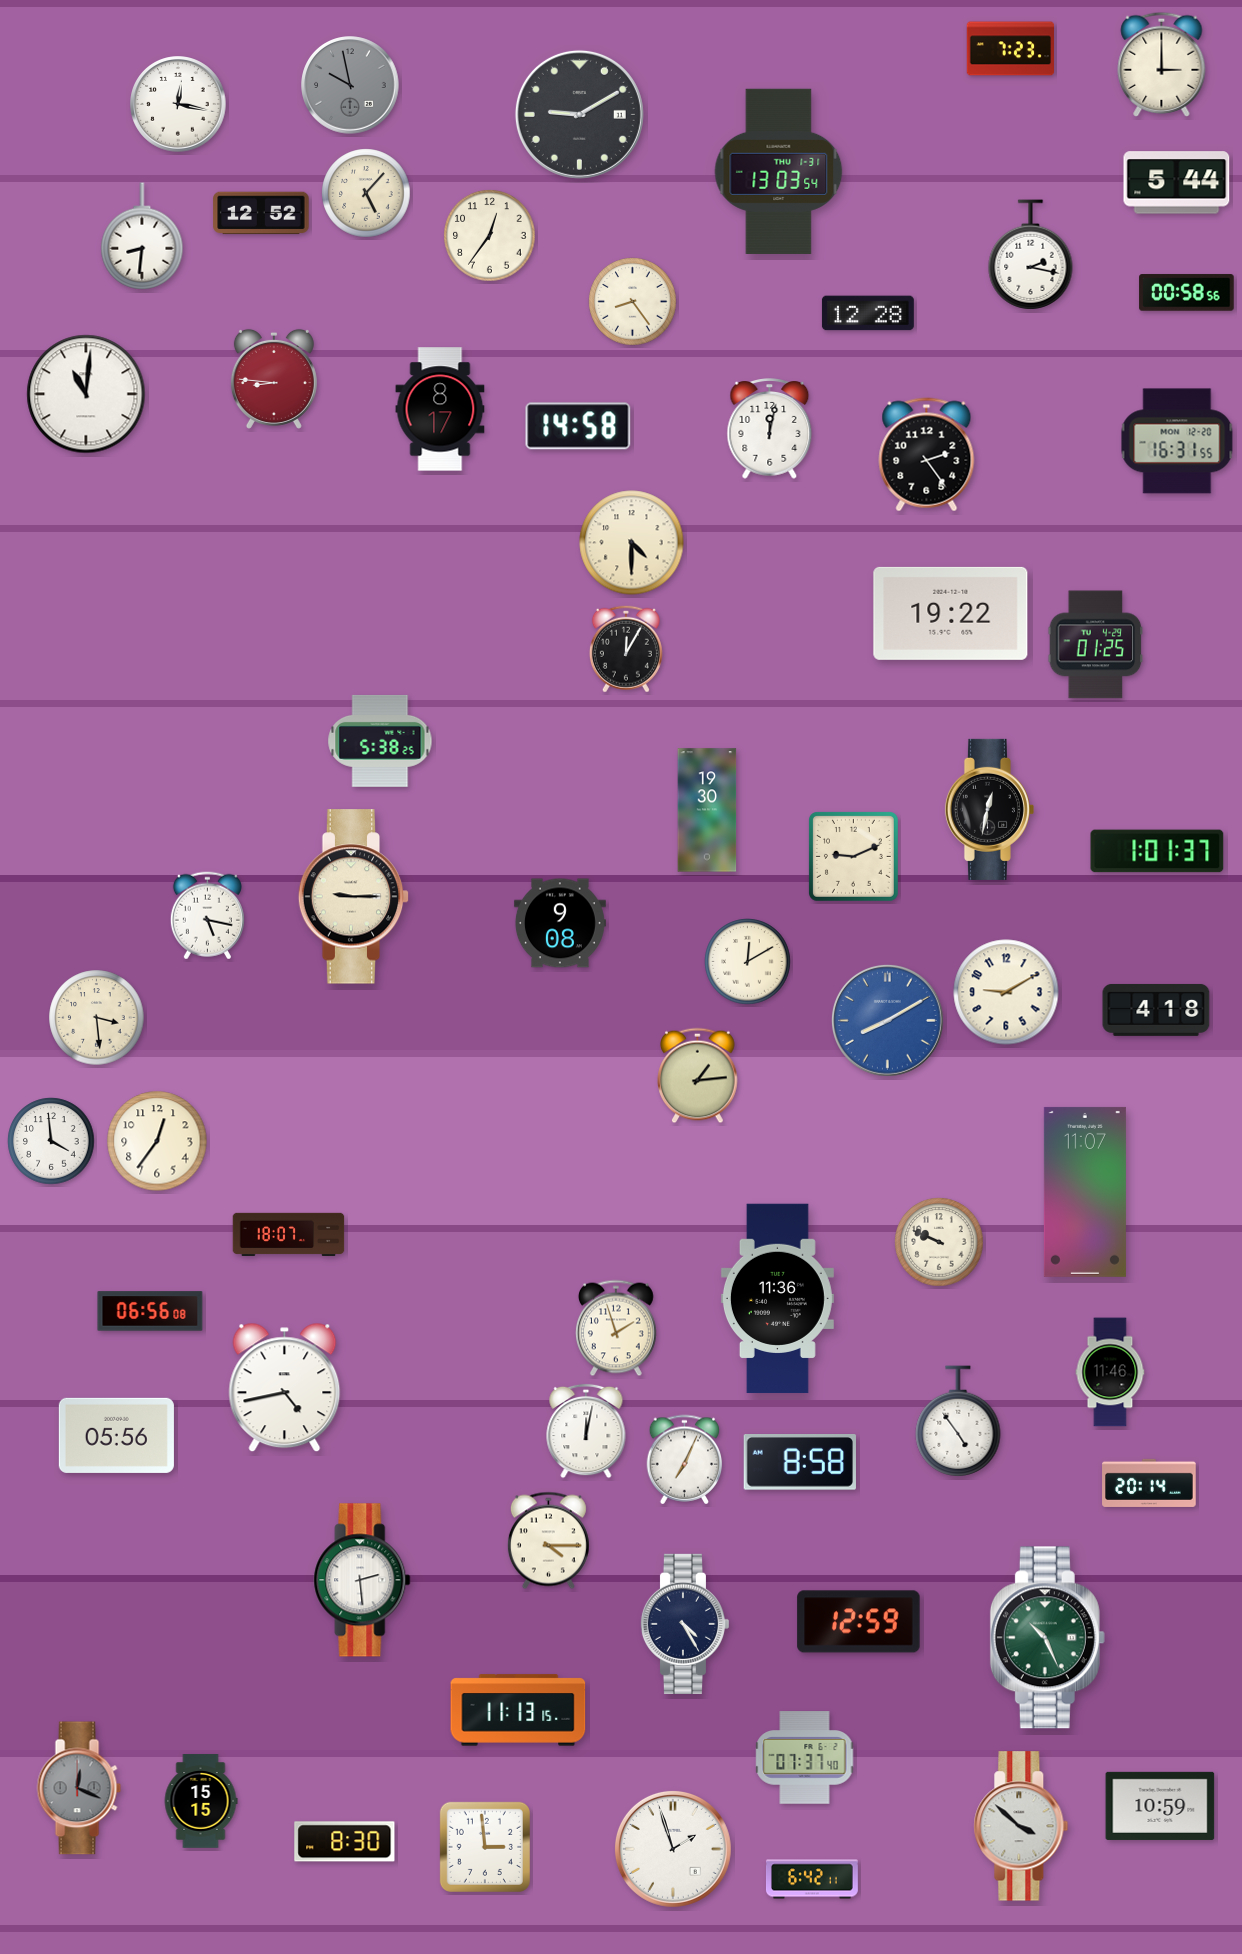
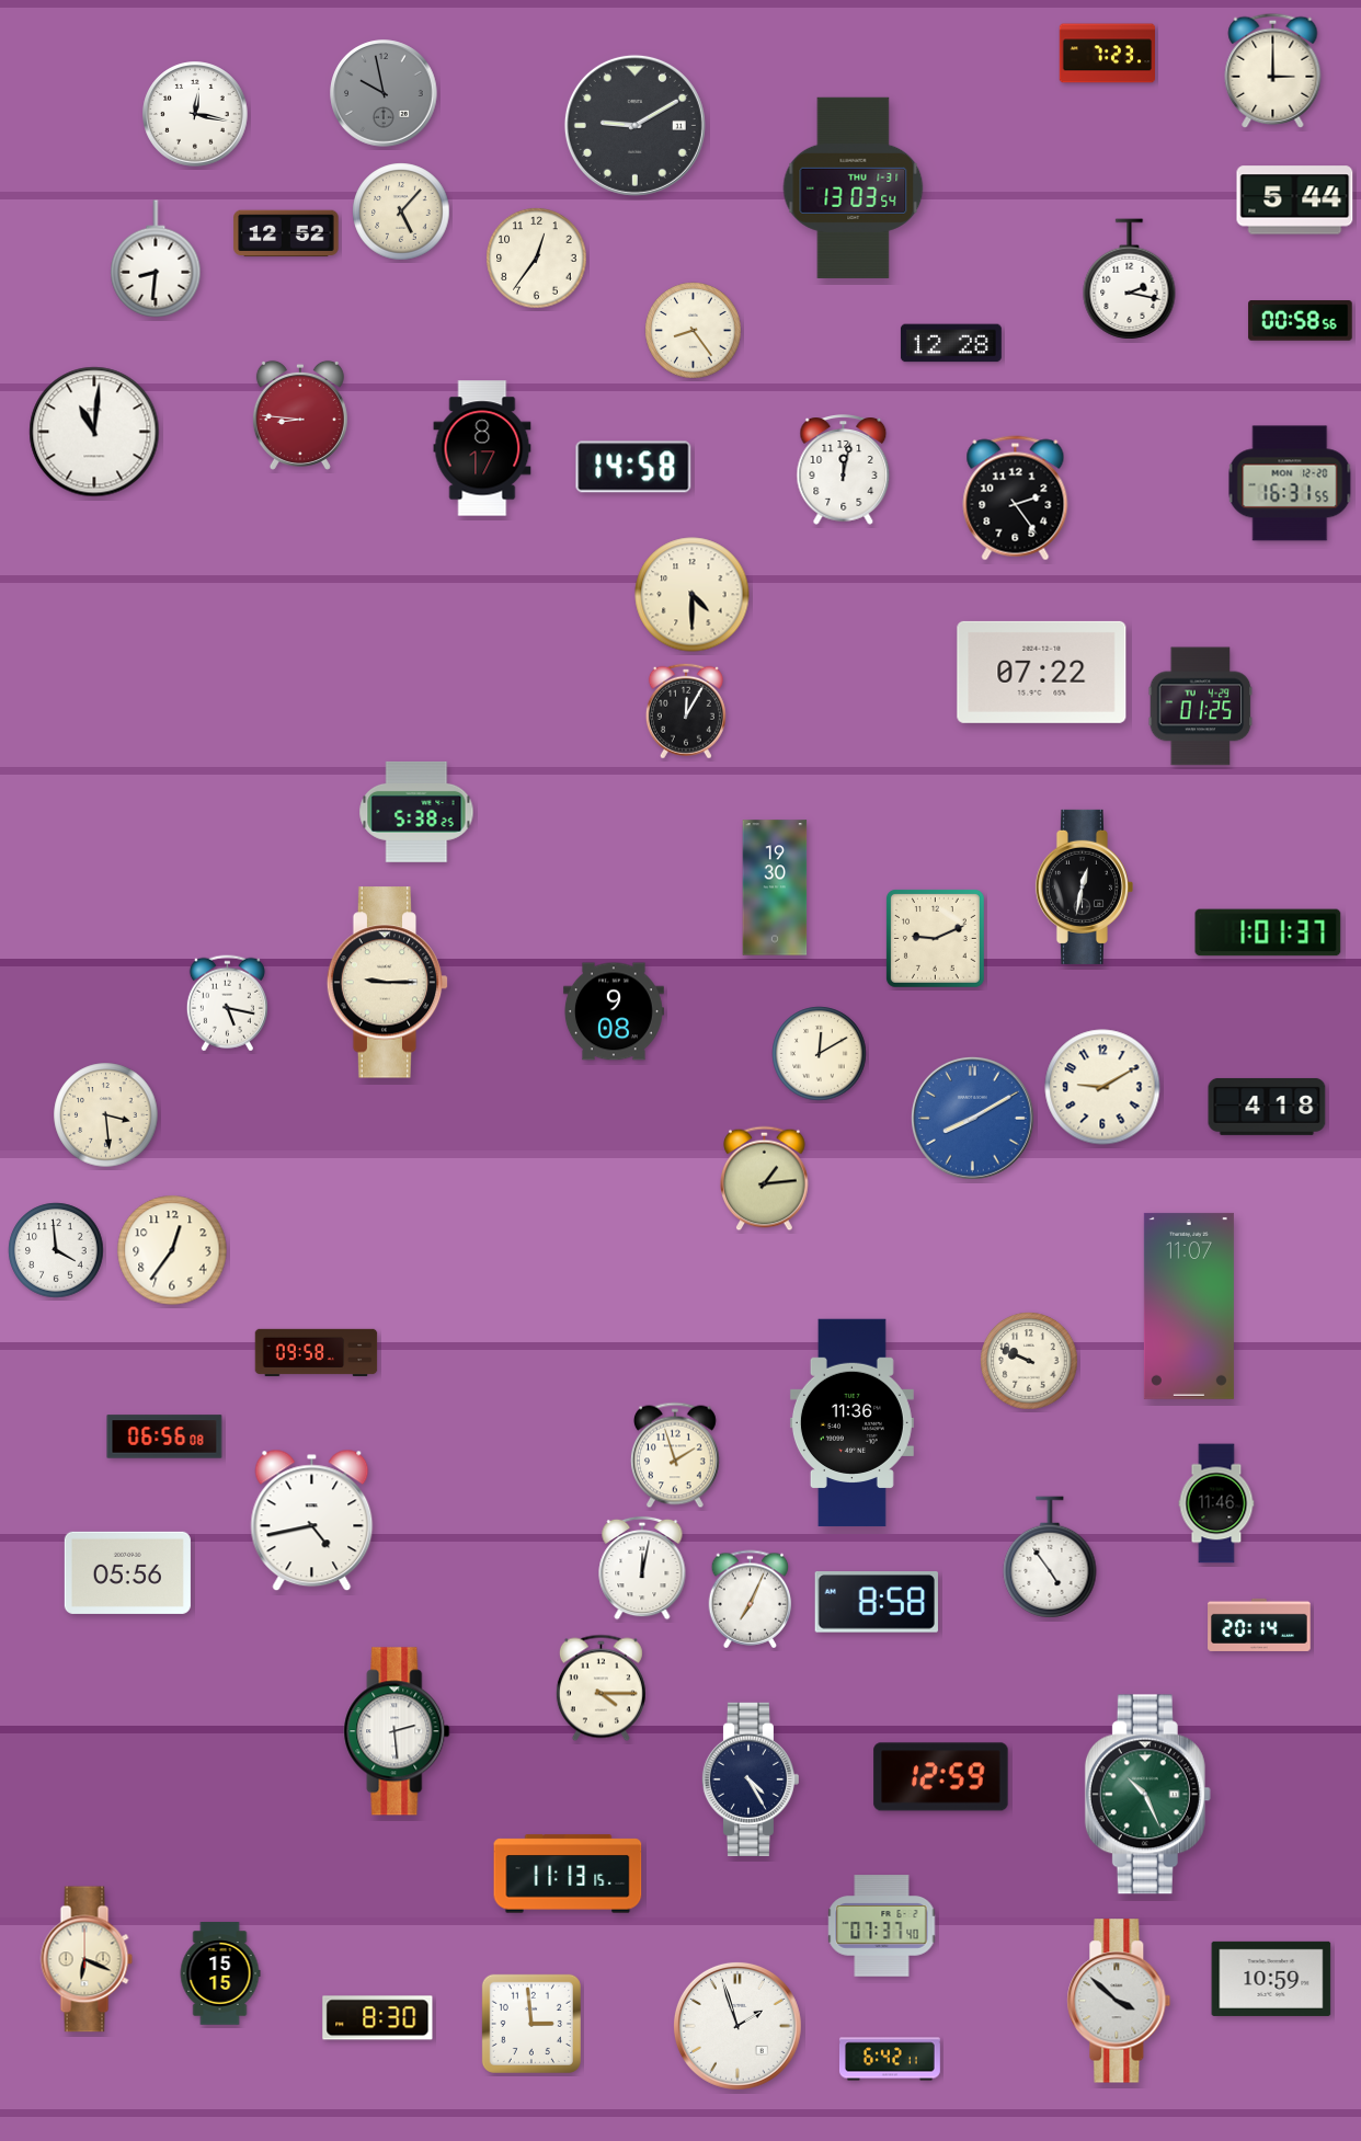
clock at (1177, 183) position: (1177, 183) -> (1295, 201)
clock at (951, 613): 19:22 -> 07:22
clock at (289, 1234): 18:07 -> 09:58
clock at (79, 1788): 12:19 -> 6:19
clock at (79, 1788) dial: grey -> cream
